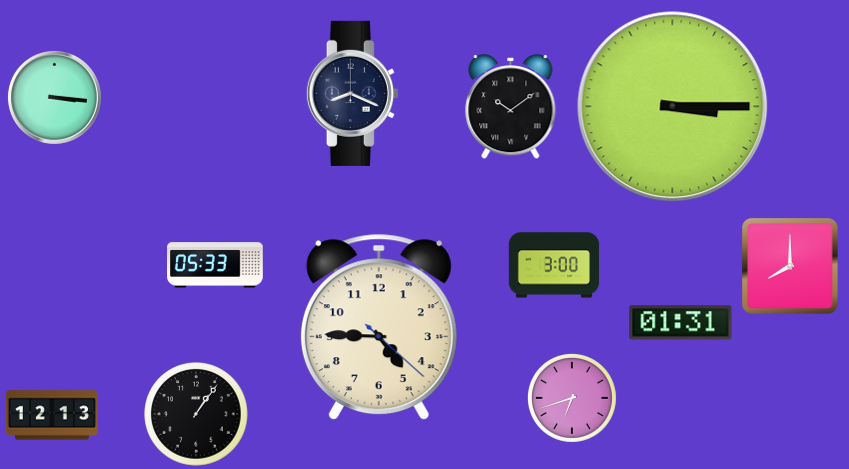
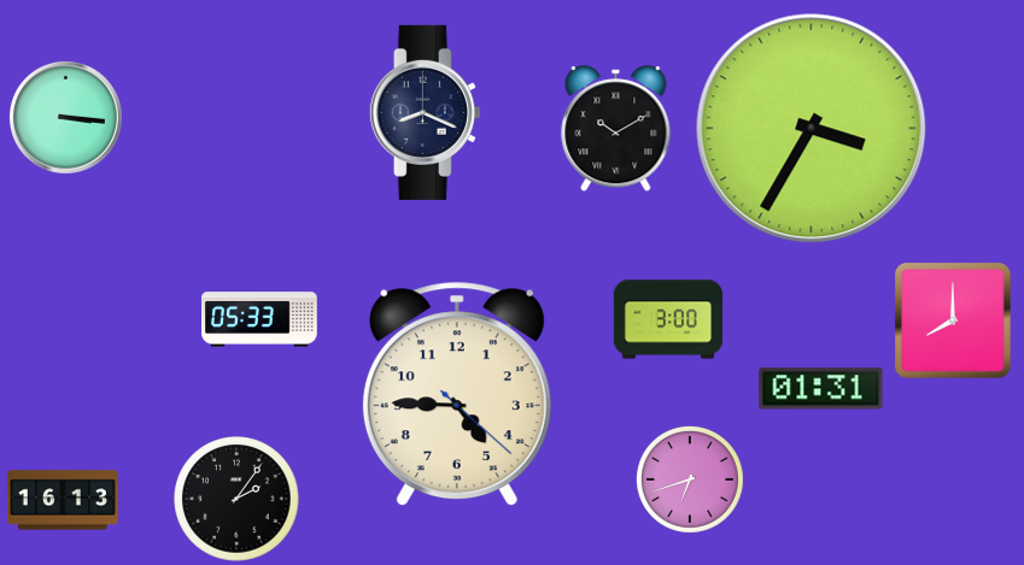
clock at (511, 107): 10:09 -> 10:10
clock at (673, 107): 3:15 -> 3:35
clock at (196, 414): 1:06 -> 2:06
clock at (52, 415): 12:13 -> 16:13
